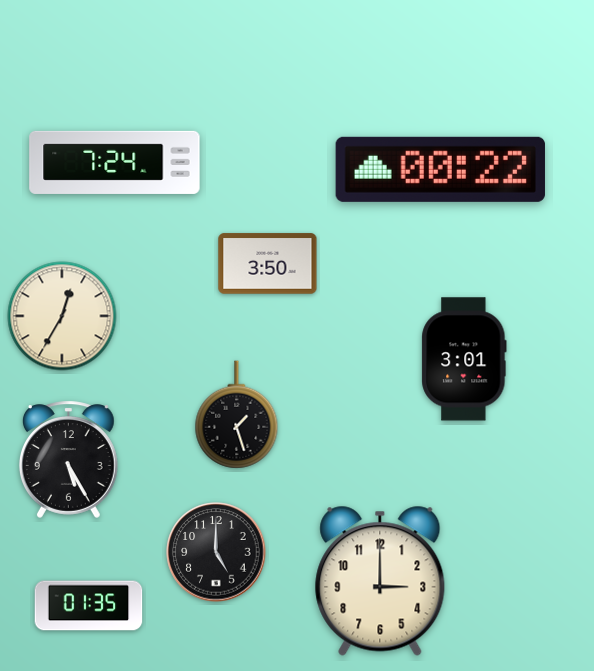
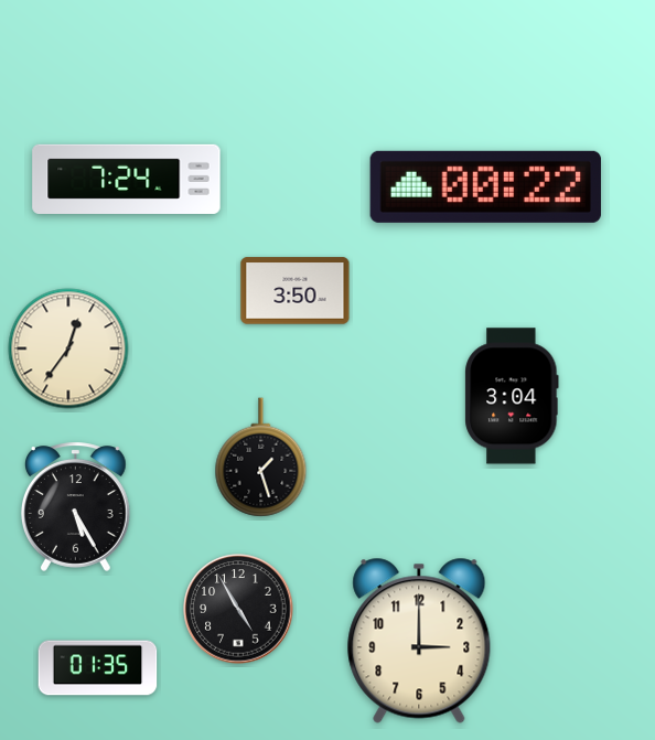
clock at (62, 316): 12:35 -> 12:36
clock at (464, 359): 3:01 -> 3:04
clock at (216, 552): 5:00 -> 4:55
